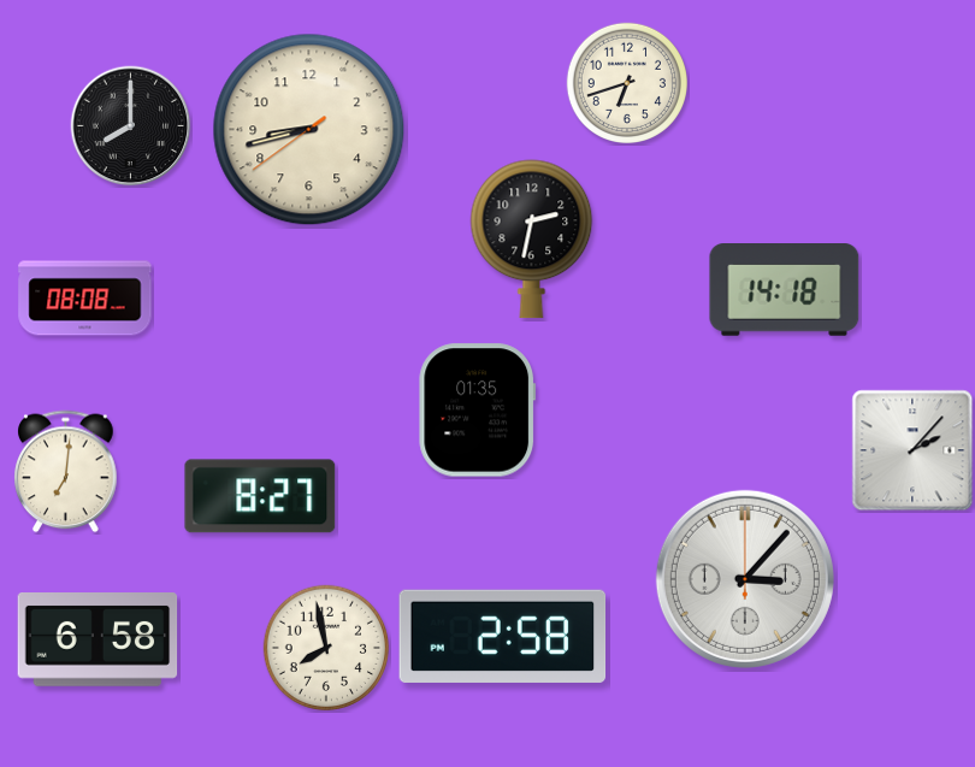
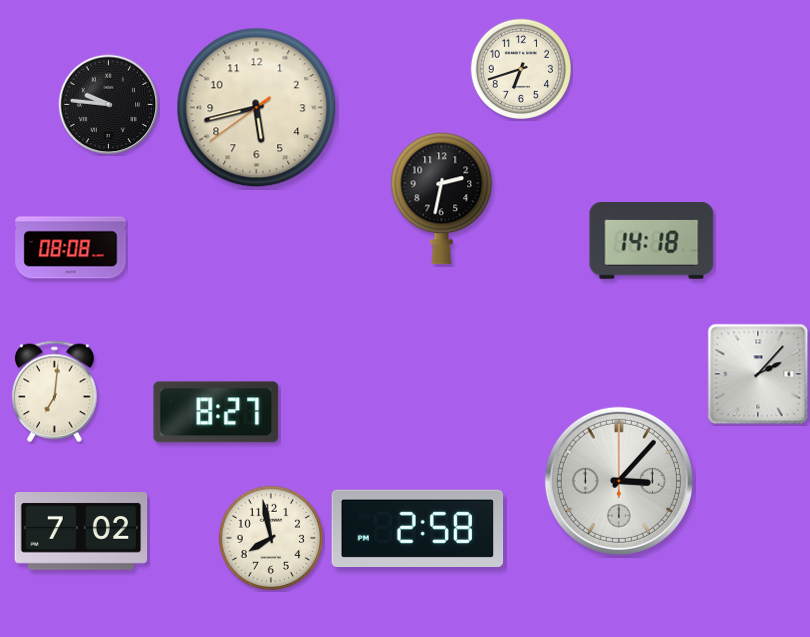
clock at (131, 126): 8:00 -> 9:46
clock at (309, 130): 8:42 -> 5:42
clock at (478, 411): 01:35 -> none
clock at (97, 641): 6:58 -> 7:02
